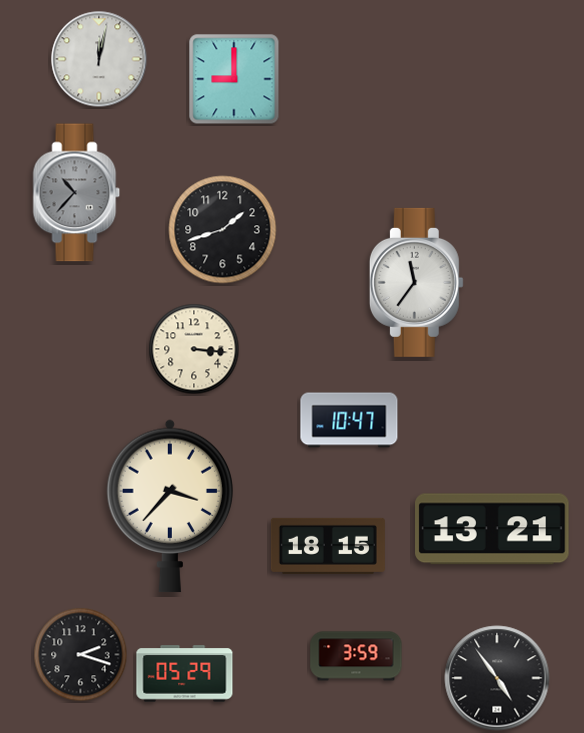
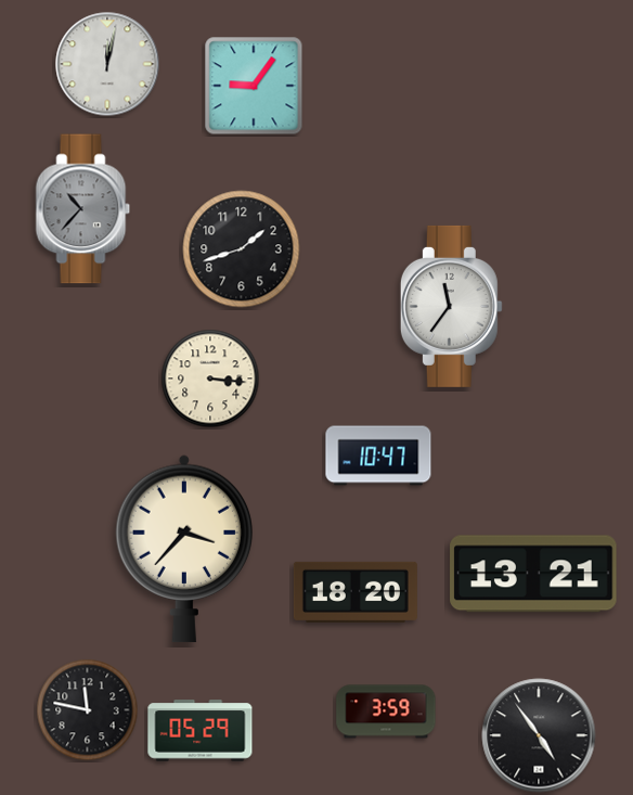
clock at (234, 79): 9:00 -> 9:06
clock at (328, 546): 18:15 -> 18:20
clock at (81, 655): 2:18 -> 11:47
